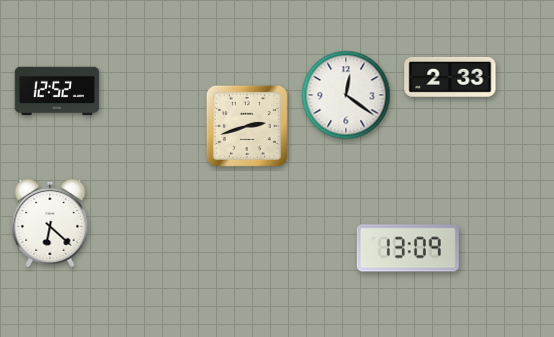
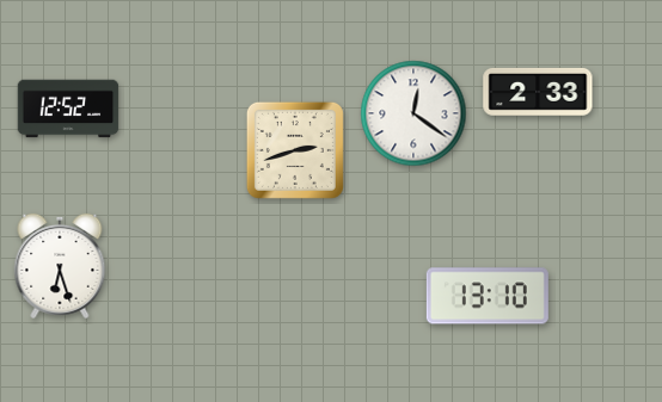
clock at (50, 223): 6:22 -> 6:27
clock at (408, 248): 13:09 -> 13:10
